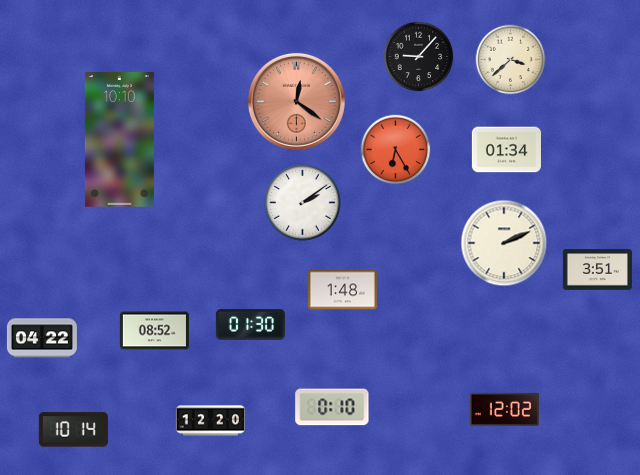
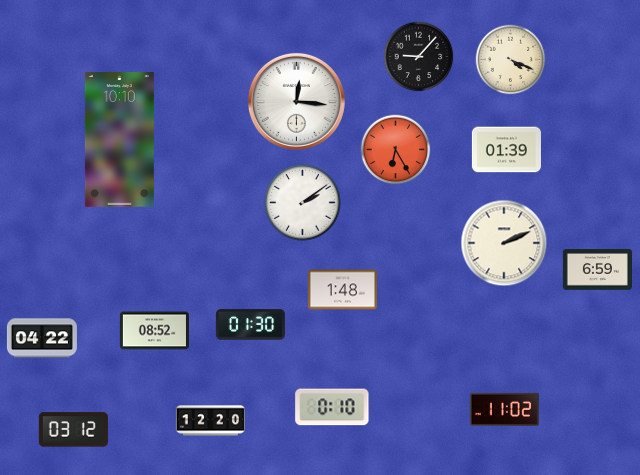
clock at (511, 60): 3:38 -> 4:19
clock at (296, 101): 12:21 -> 12:16
clock at (296, 101) dial: salmon -> white
clock at (506, 150): 01:34 -> 01:39
clock at (597, 270): 3:51 -> 6:59
clock at (504, 409): 12:02 -> 11:02
clock at (73, 430): 10:14 -> 03:12
